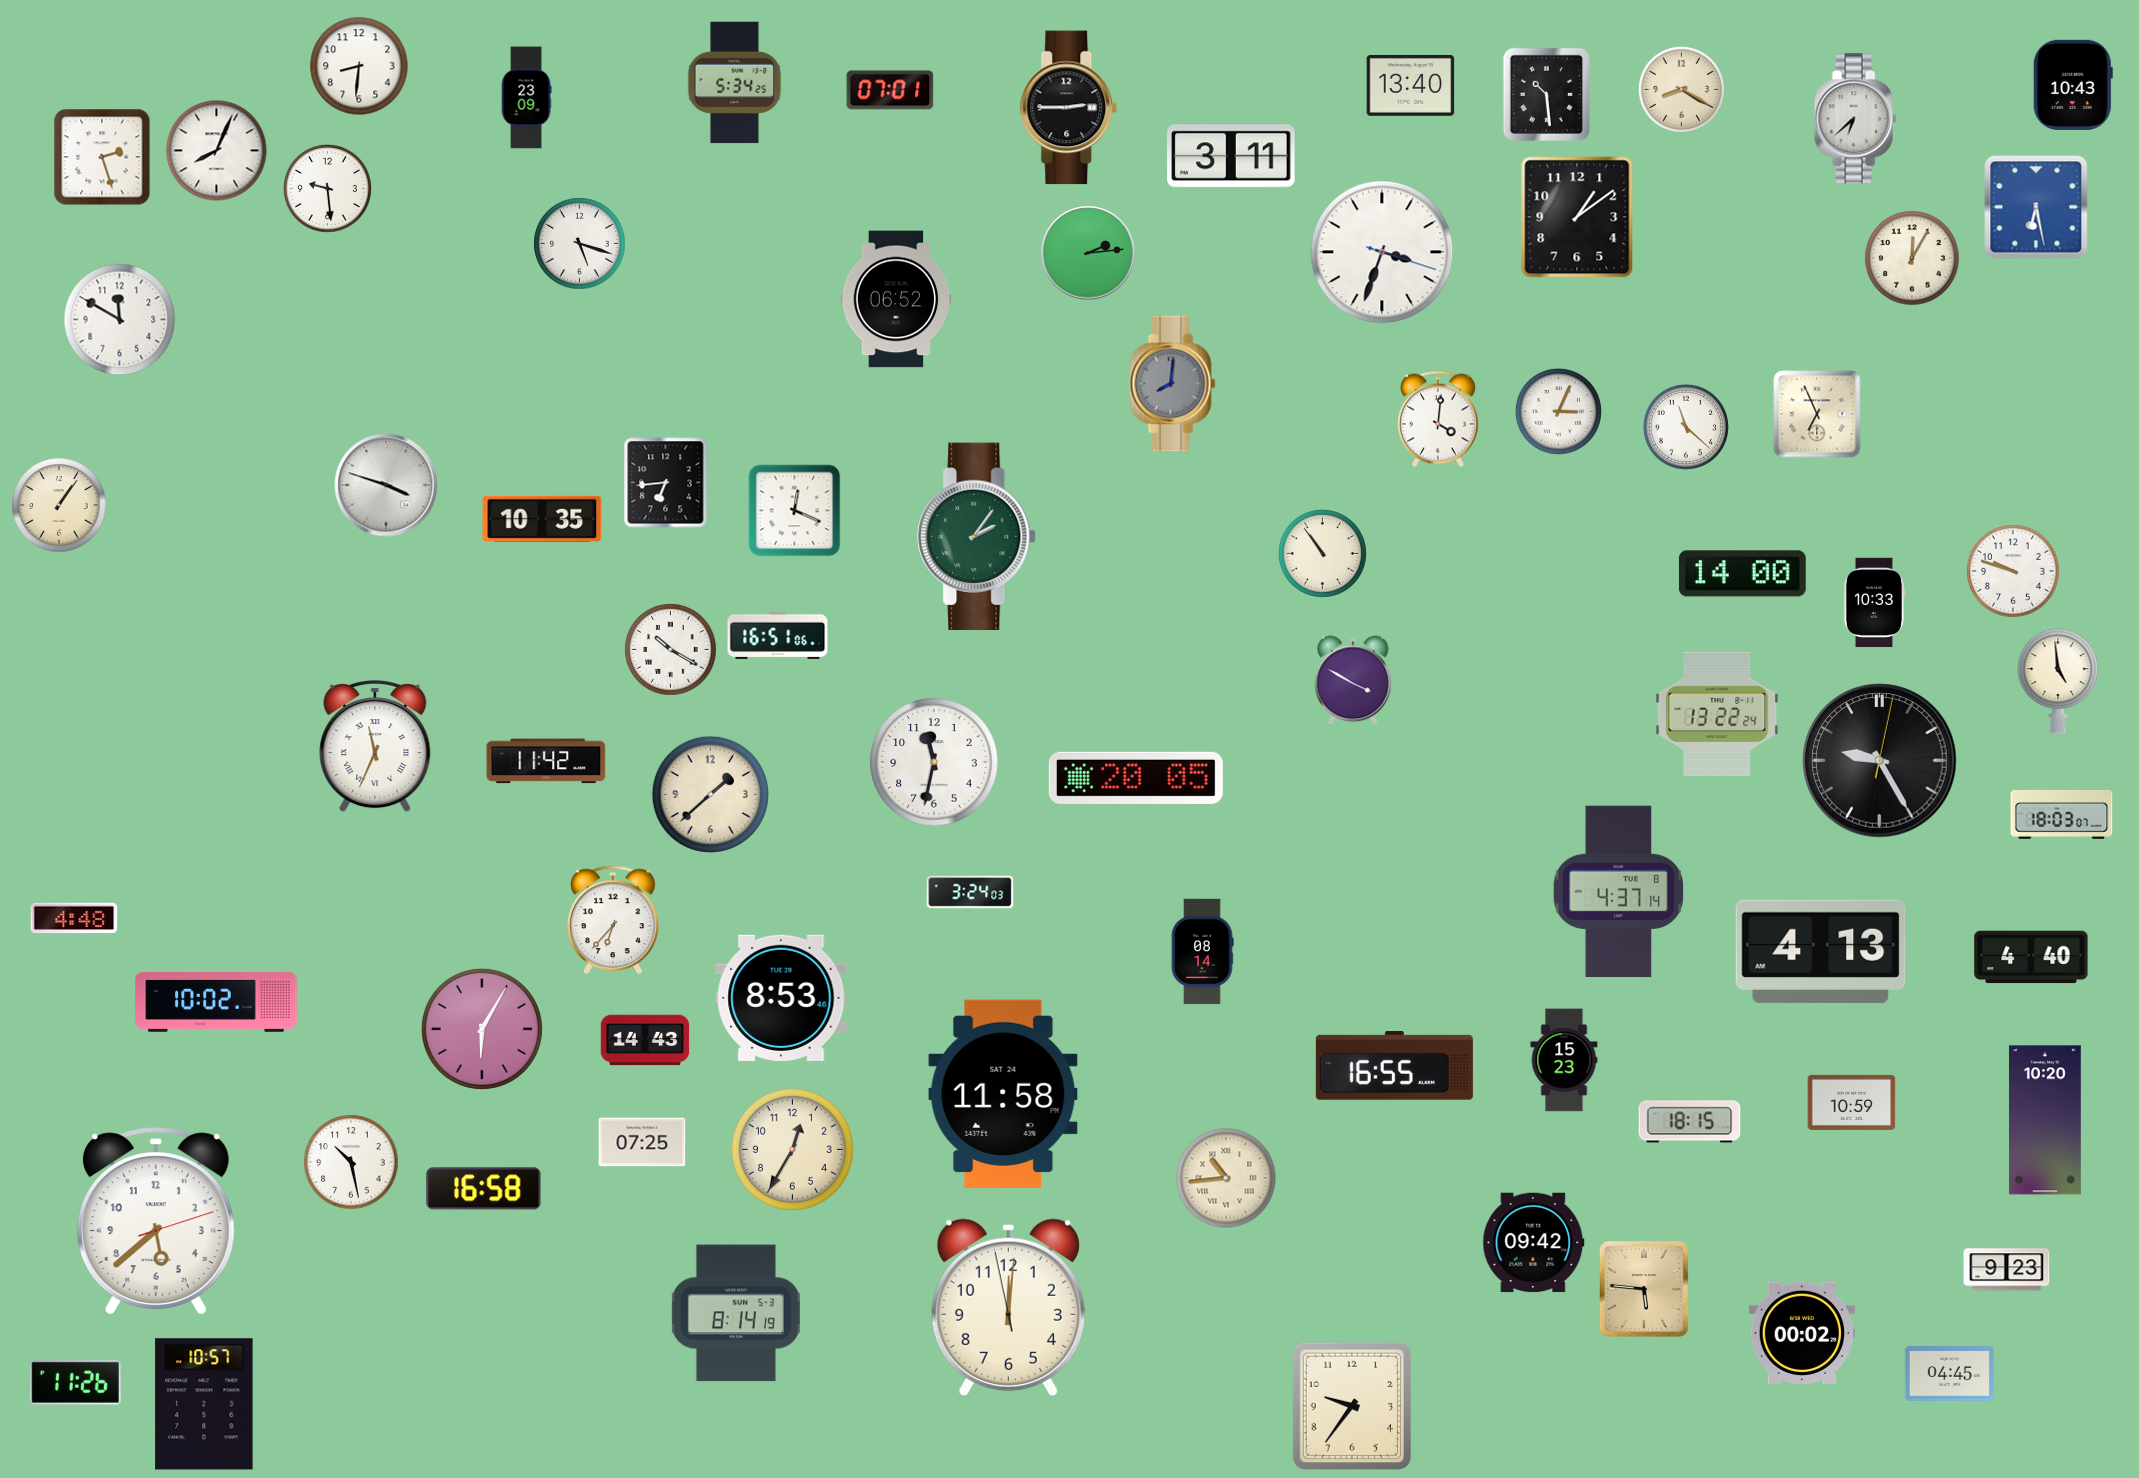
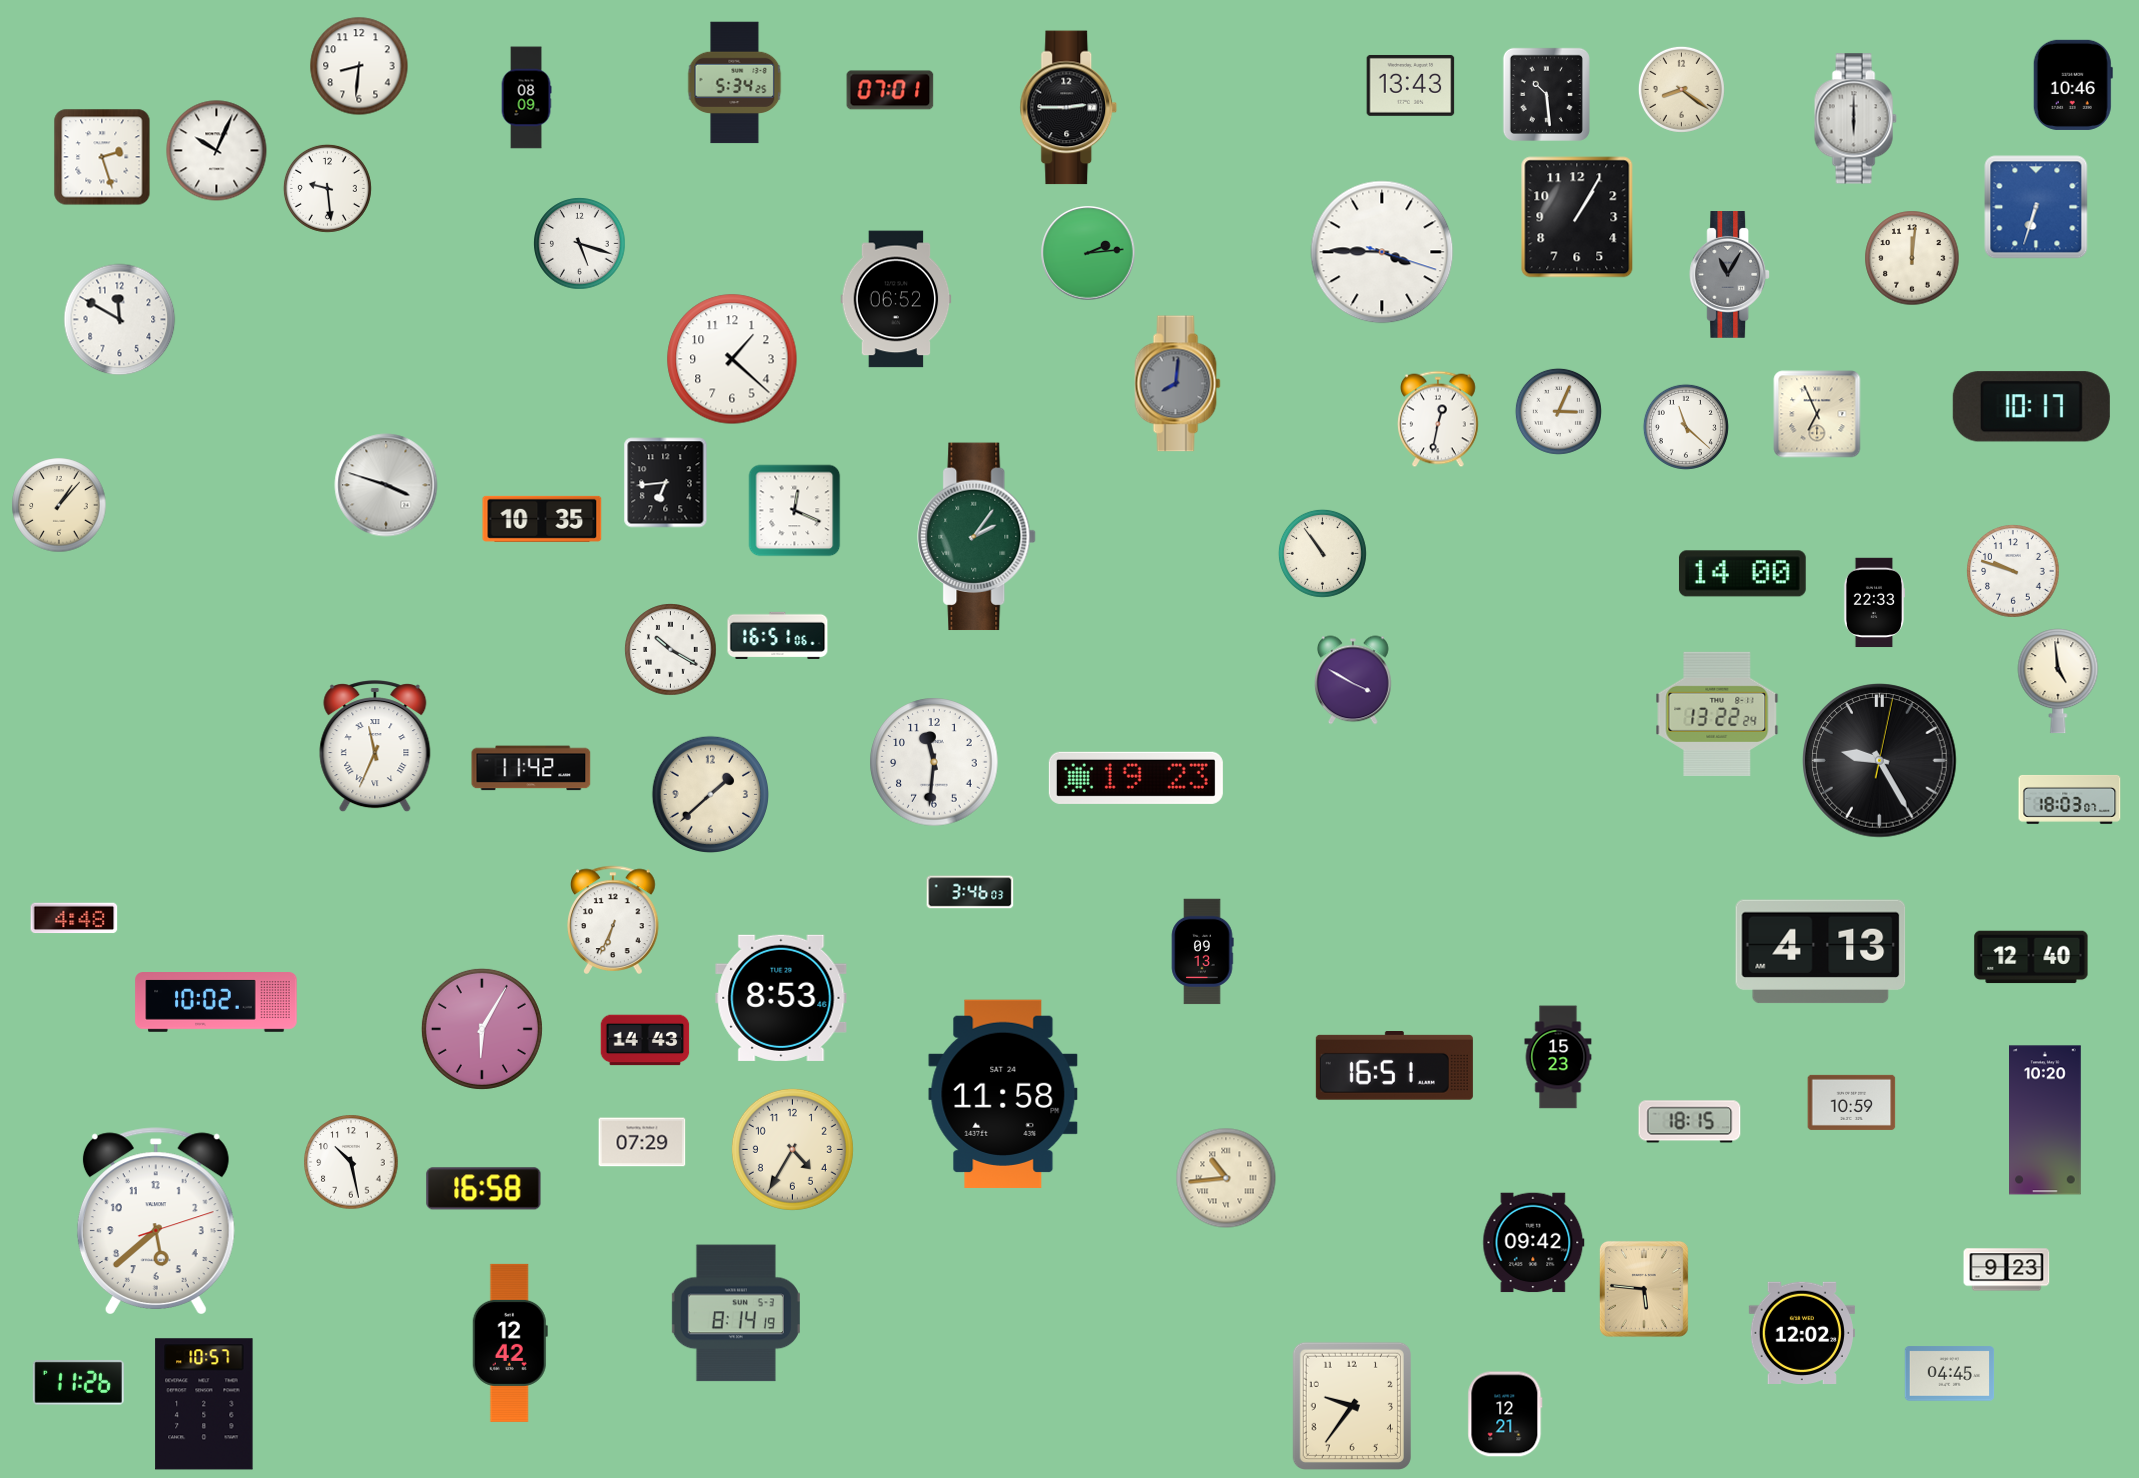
clock at (1411, 85): 13:40 -> 13:43
clock at (2073, 85): 10:43 -> 10:46
clock at (1681, 89): 8:20 -> 8:21
clock at (526, 98): 23:09 -> 08:09
clock at (1855, 119): 6:38 -> 6:00
clock at (217, 151): 8:04 -> 10:04
clock at (1231, 156): 3:11 -> none
clock at (2036, 207): 6:28 -> 6:33
clock at (1577, 217): 1:09 -> 1:05
clock at (1382, 252): 3:33 -> 3:45
clock at (1912, 258): 12:05 -> 12:01
clock at (1730, 275): none -> 11:05
clock at (732, 359): none -> 1:22
clock at (1173, 384) position: (1173, 384) -> (1178, 384)
clock at (2031, 407): none -> 10:17
clock at (1439, 419): 4:01 -> 12:32
clock at (59, 505): 1:06 -> 1:07
clock at (1874, 603): 10:33 -> 22:33
clock at (546, 761) position: (546, 761) -> (531, 768)
clock at (934, 762): 11:32 -> 11:31
clock at (1136, 778): 20:05 -> 19:23
clock at (2062, 814) position: (2062, 814) -> (2070, 799)
clock at (970, 892): 3:24 -> 3:46
clock at (1619, 892): 4:37 -> none
clock at (613, 919): 6:37 -> 6:34
clock at (1202, 952): 08:14 -> 09:13
clock at (2031, 957): 4:40 -> 12:40
clock at (1564, 1060) position: (1564, 1060) -> (1558, 1057)
clock at (1394, 1066): 16:55 -> 16:51
clock at (642, 1142): 07:25 -> 07:29
clock at (792, 1149): 12:35 -> 4:35
clock at (1008, 1307): 12:00 -> none
clock at (1802, 1332): 00:02 -> 12:02
clock at (510, 1343): none -> 12:42
clock at (75, 1383) position: (75, 1383) -> (78, 1383)
clock at (1505, 1414): none -> 12:21
